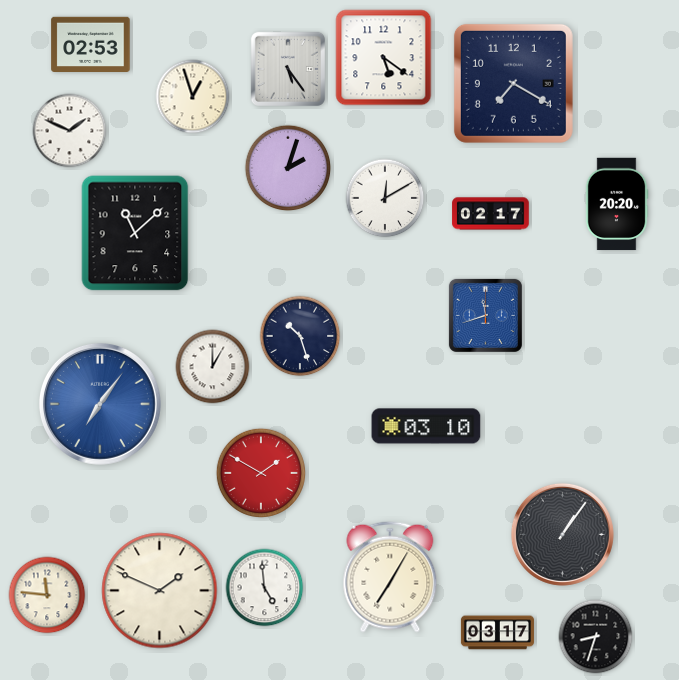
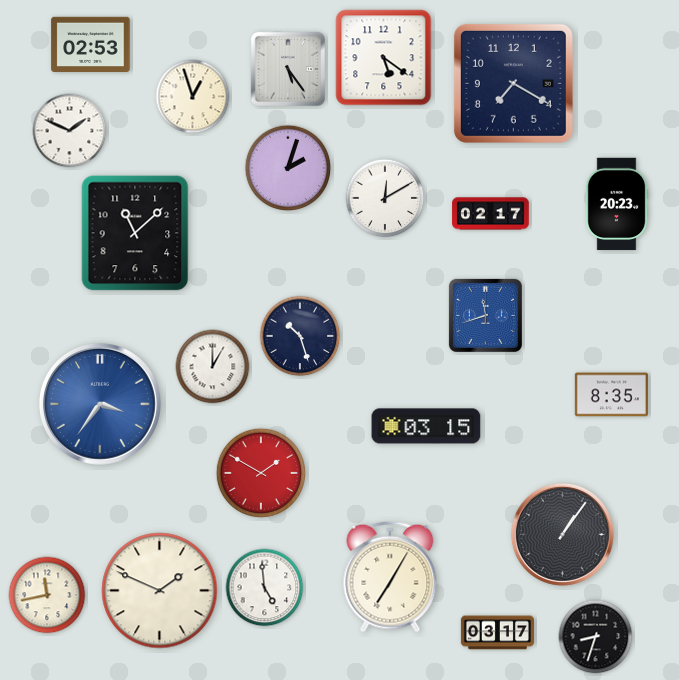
clock at (617, 204): 20:20 -> 20:23
clock at (611, 395): none -> 8:35
clock at (100, 404): 7:06 -> 3:36
clock at (426, 426): 03:10 -> 03:15
clock at (47, 595): 11:46 -> 11:43
